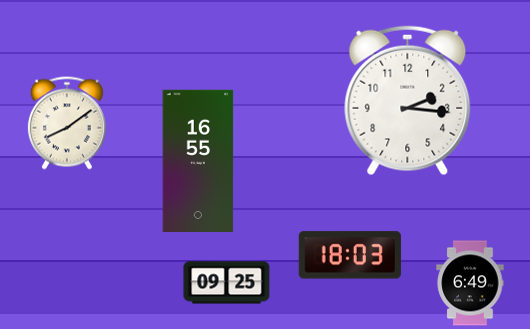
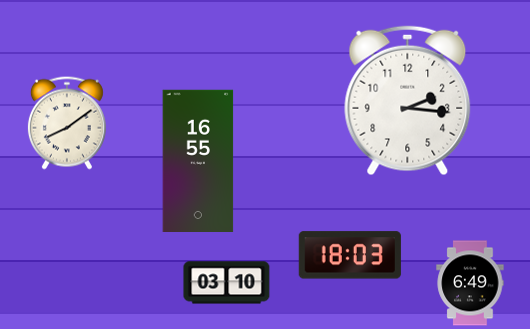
clock at (227, 283): 09:25 -> 03:10
